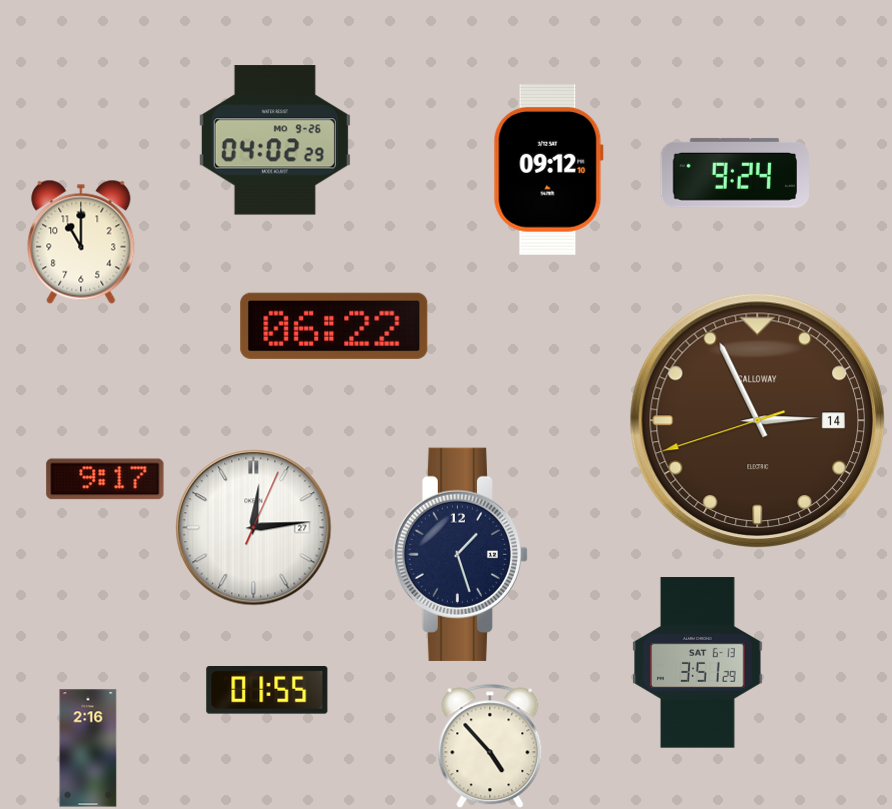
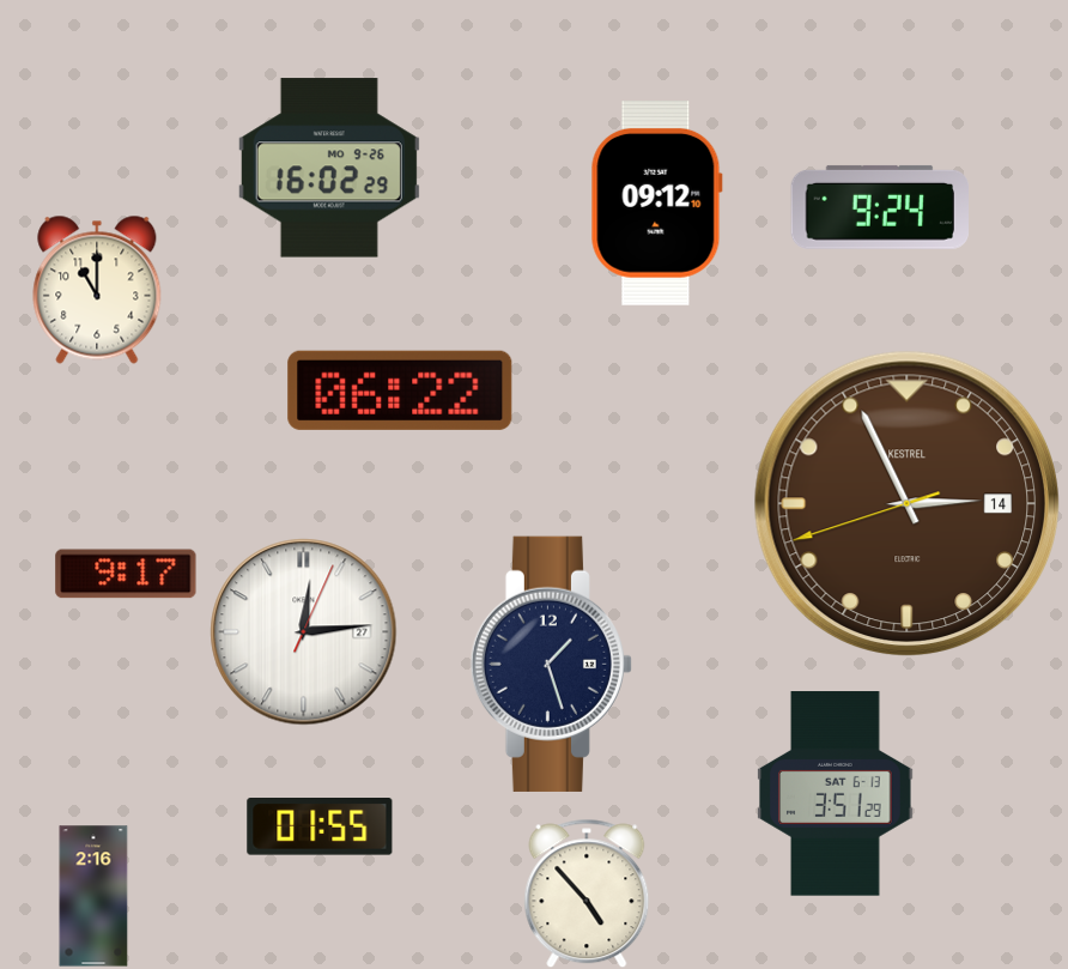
clock at (275, 140): 04:02 -> 16:02
clock at (757, 420) brand: CALLOWAY -> KESTREL
clock at (88, 748) position: (88, 748) -> (93, 896)
